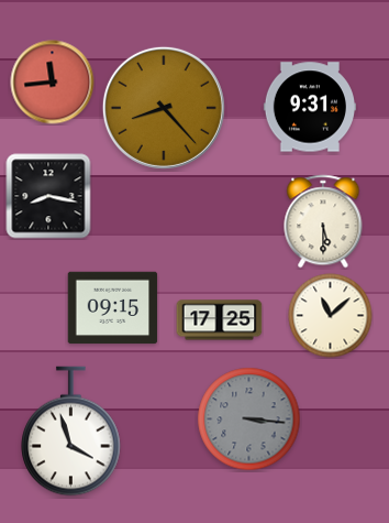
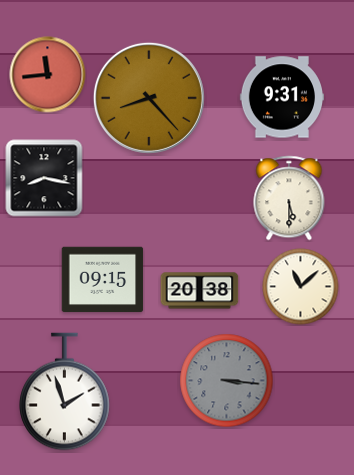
clock at (323, 221) position: (323, 221) -> (289, 198)
clock at (220, 320): 17:25 -> 20:38
clock at (71, 432): 3:57 -> 1:57
